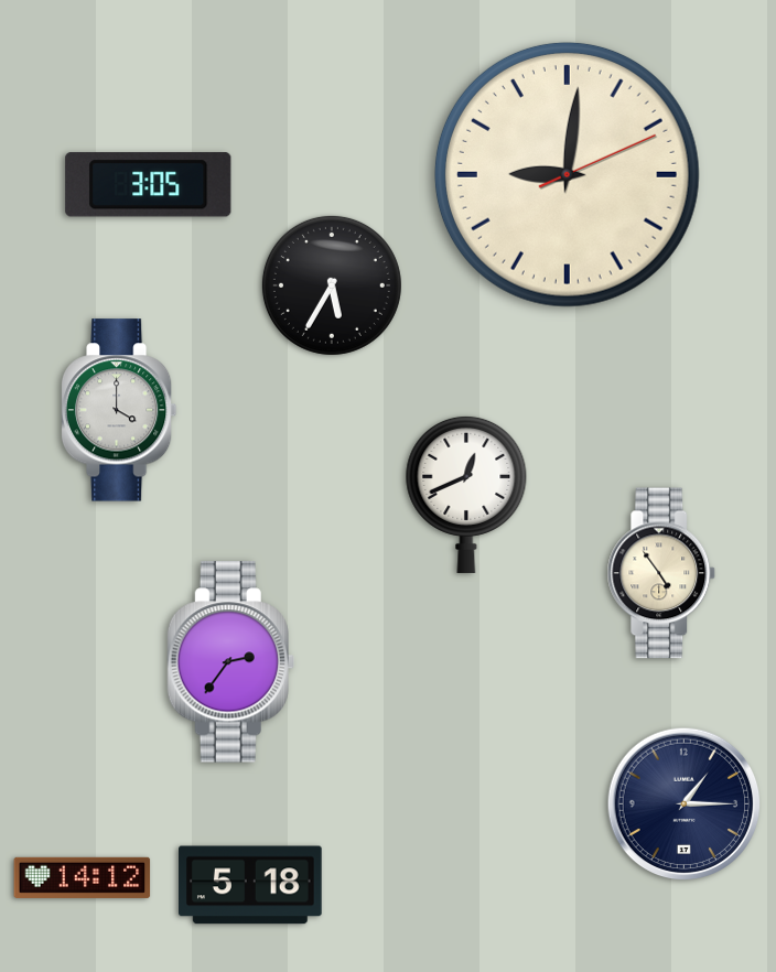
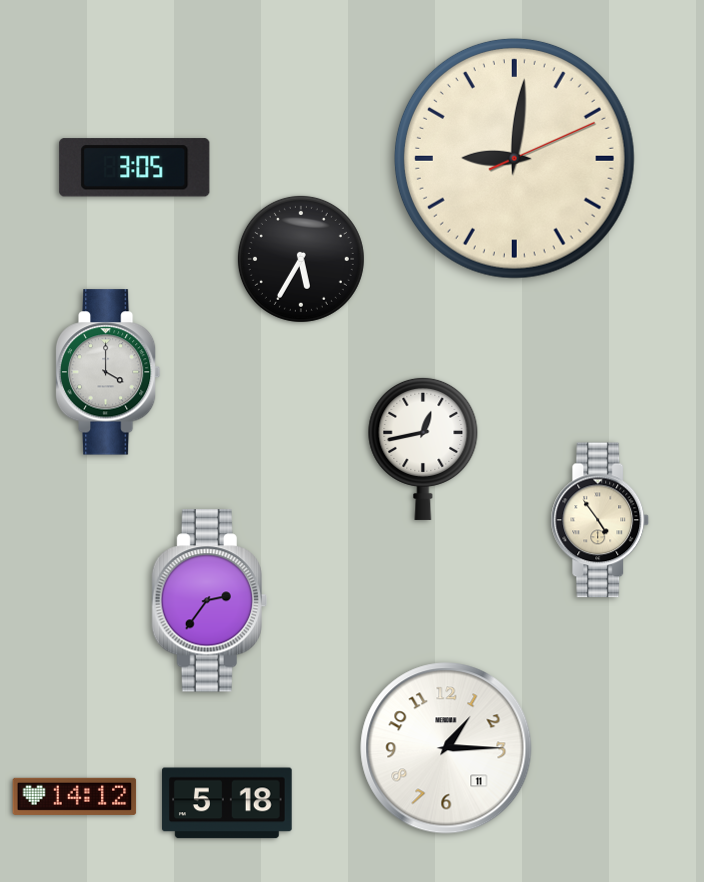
clock at (466, 494): 12:41 -> 12:43
clock at (685, 804): 1:15 -> none
clock at (446, 748): none -> 1:15
